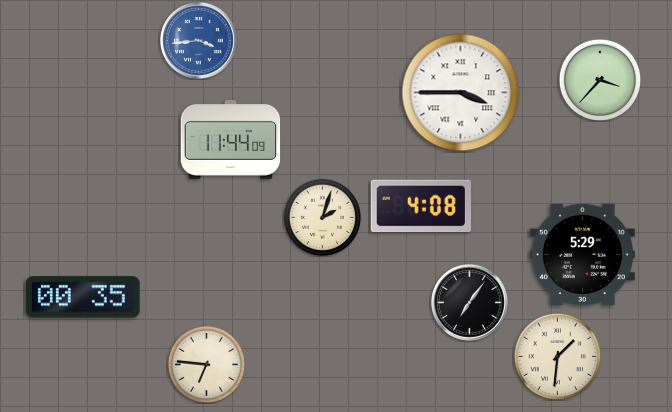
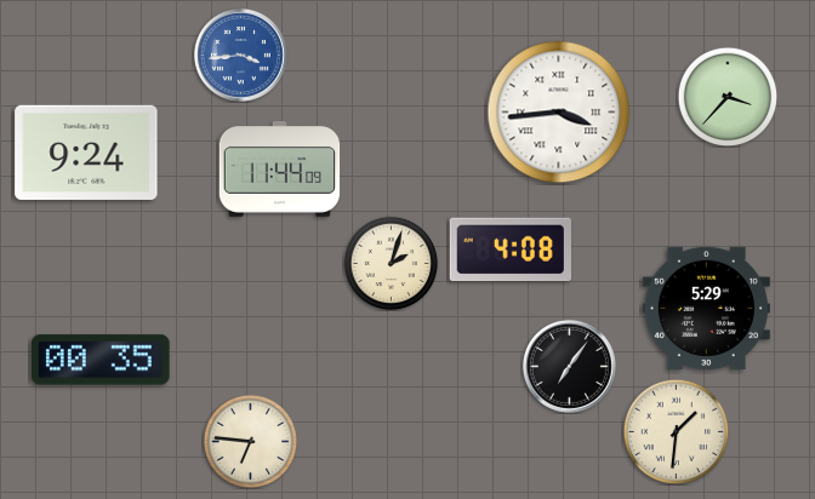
clock at (198, 40) position: (198, 40) -> (240, 55)
clock at (461, 93): 3:45 -> 3:44
clock at (86, 153): none -> 9:24
